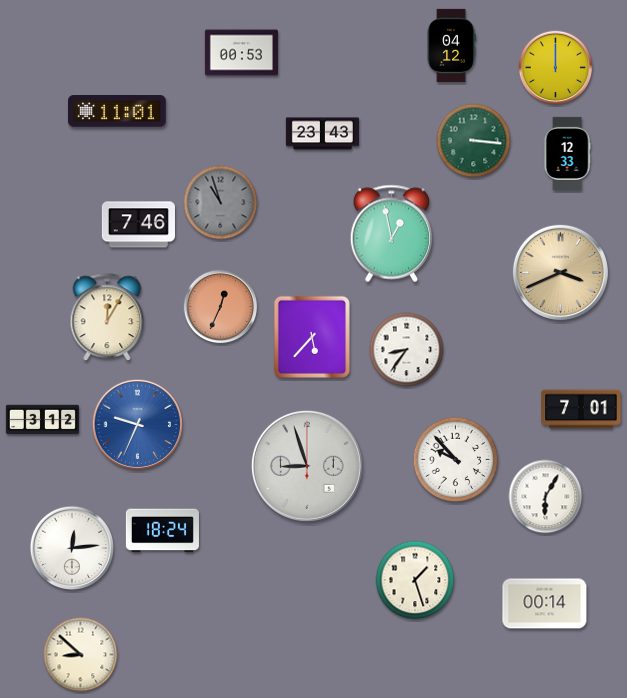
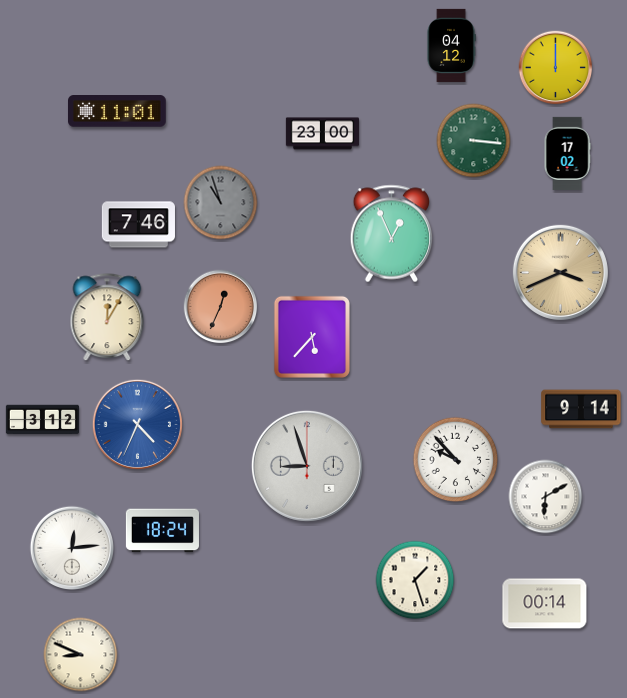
clock at (241, 53): 00:53 -> none
clock at (322, 134): 23:43 -> 23:00
clock at (567, 153): 12:33 -> 17:02
clock at (391, 234): 12:58 -> 12:56
clock at (407, 350): 8:36 -> none
clock at (581, 409): 7:01 -> 9:14
clock at (137, 424): 9:34 -> 4:34
clock at (546, 497): 6:05 -> 6:10
clock at (81, 655): 8:52 -> 8:49
